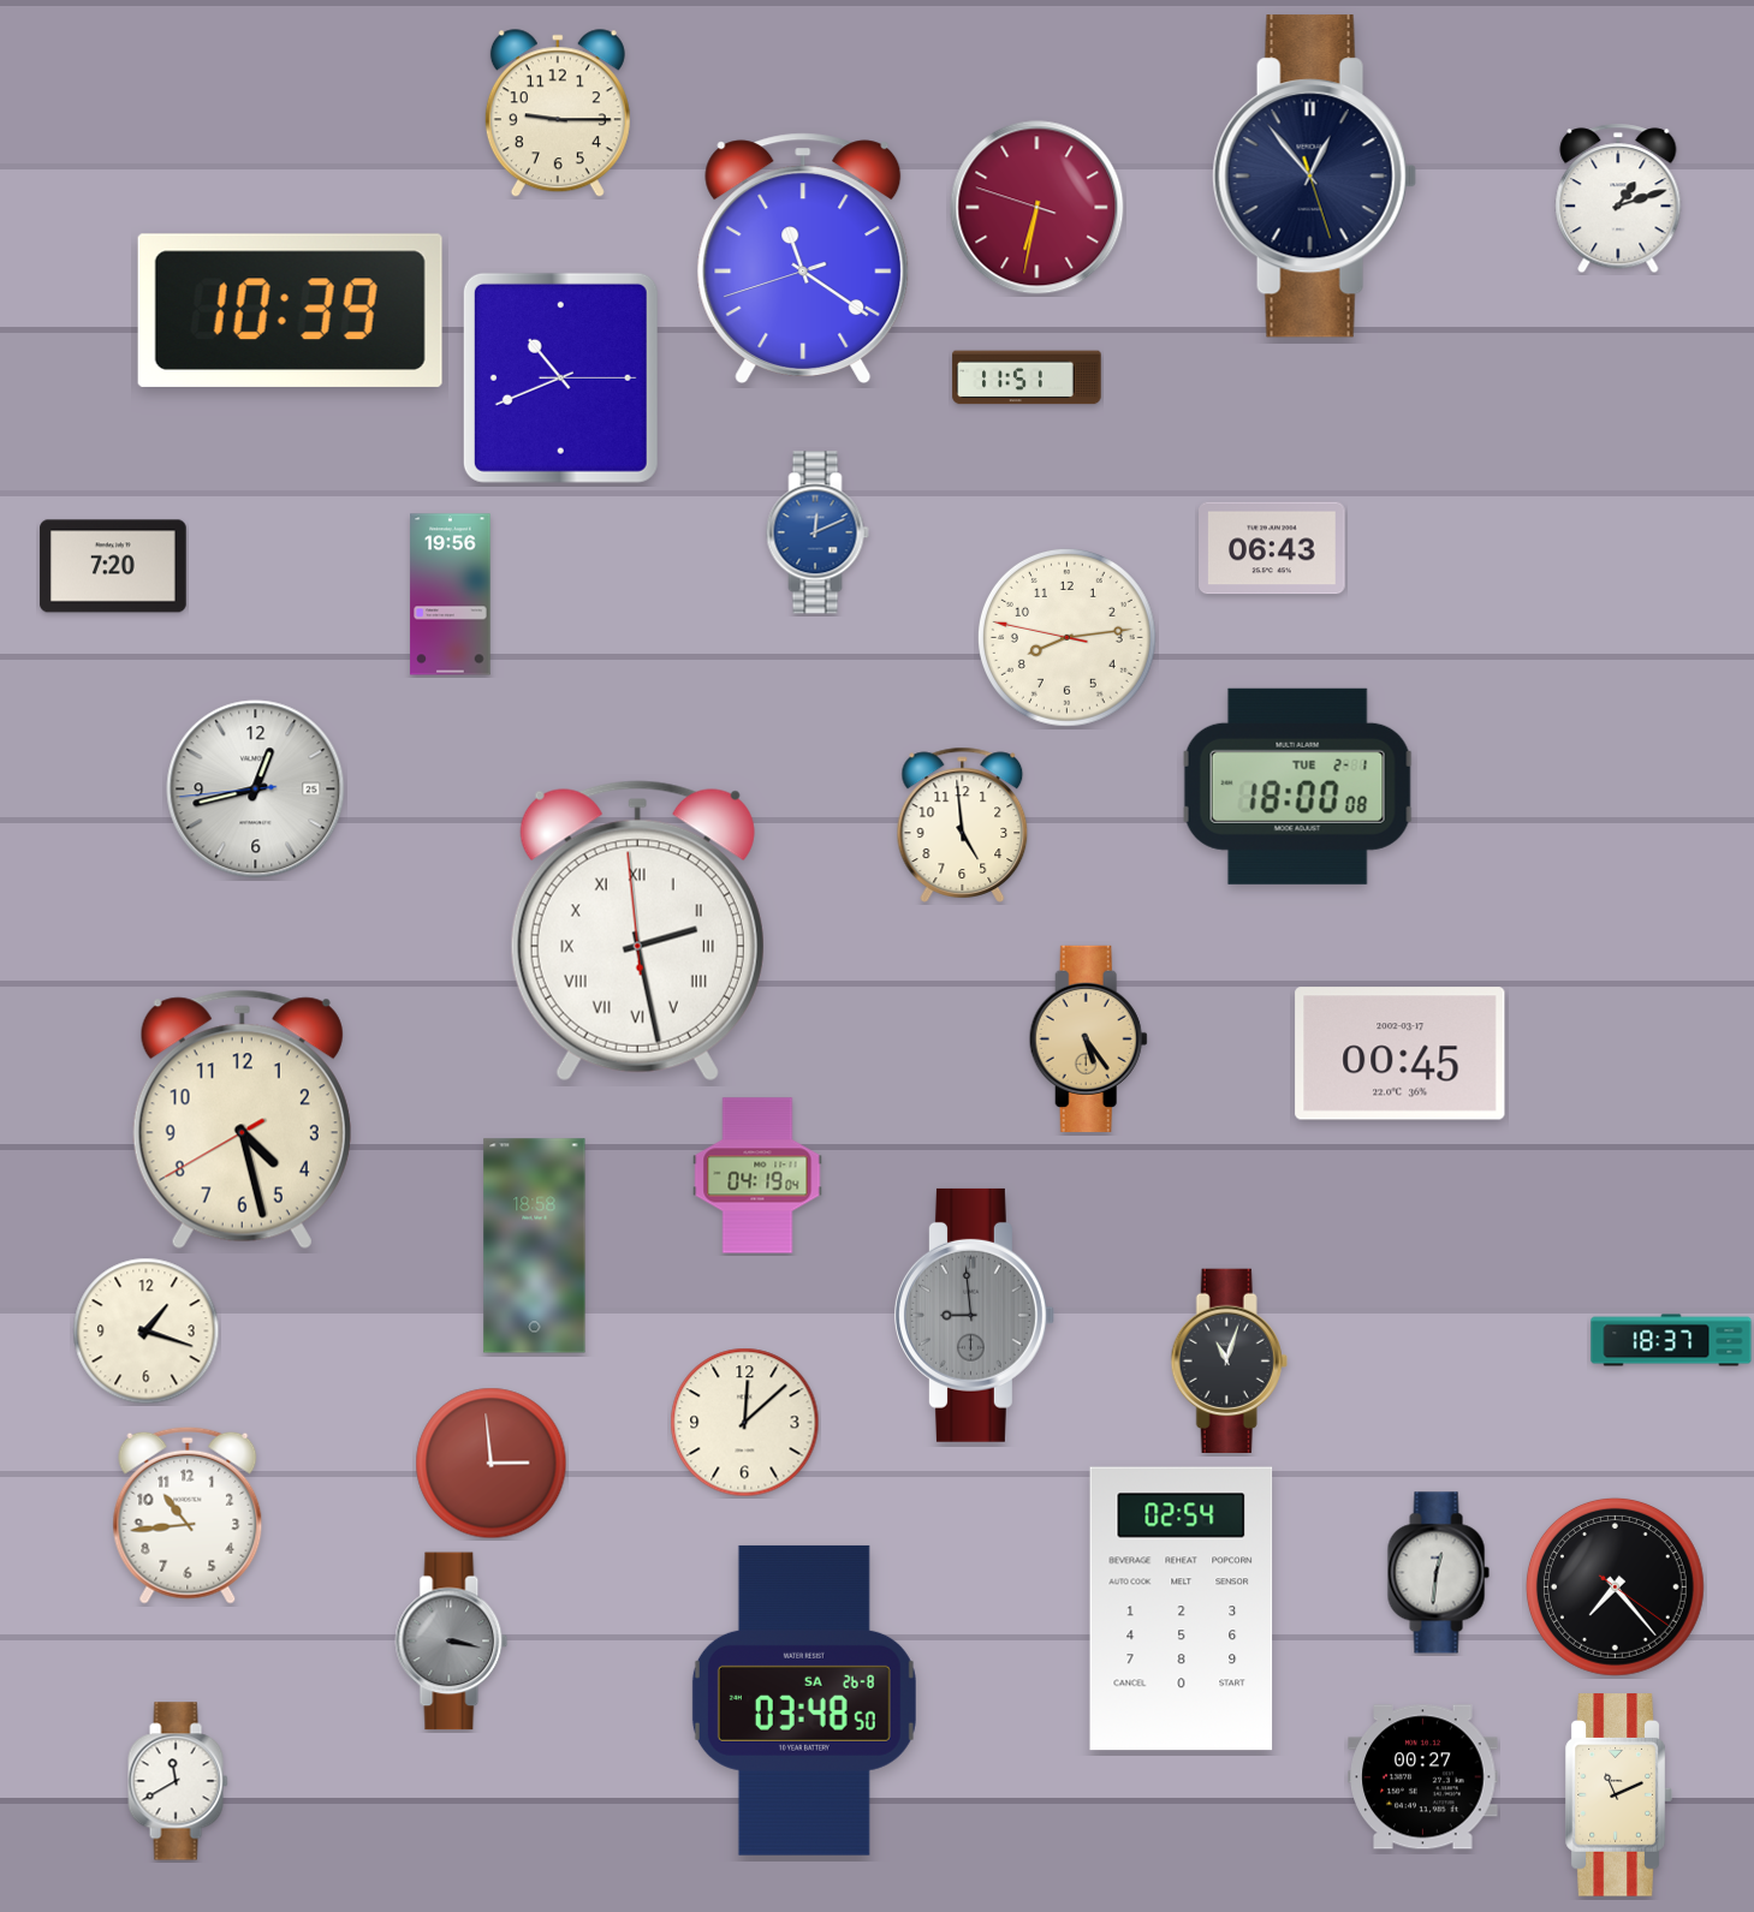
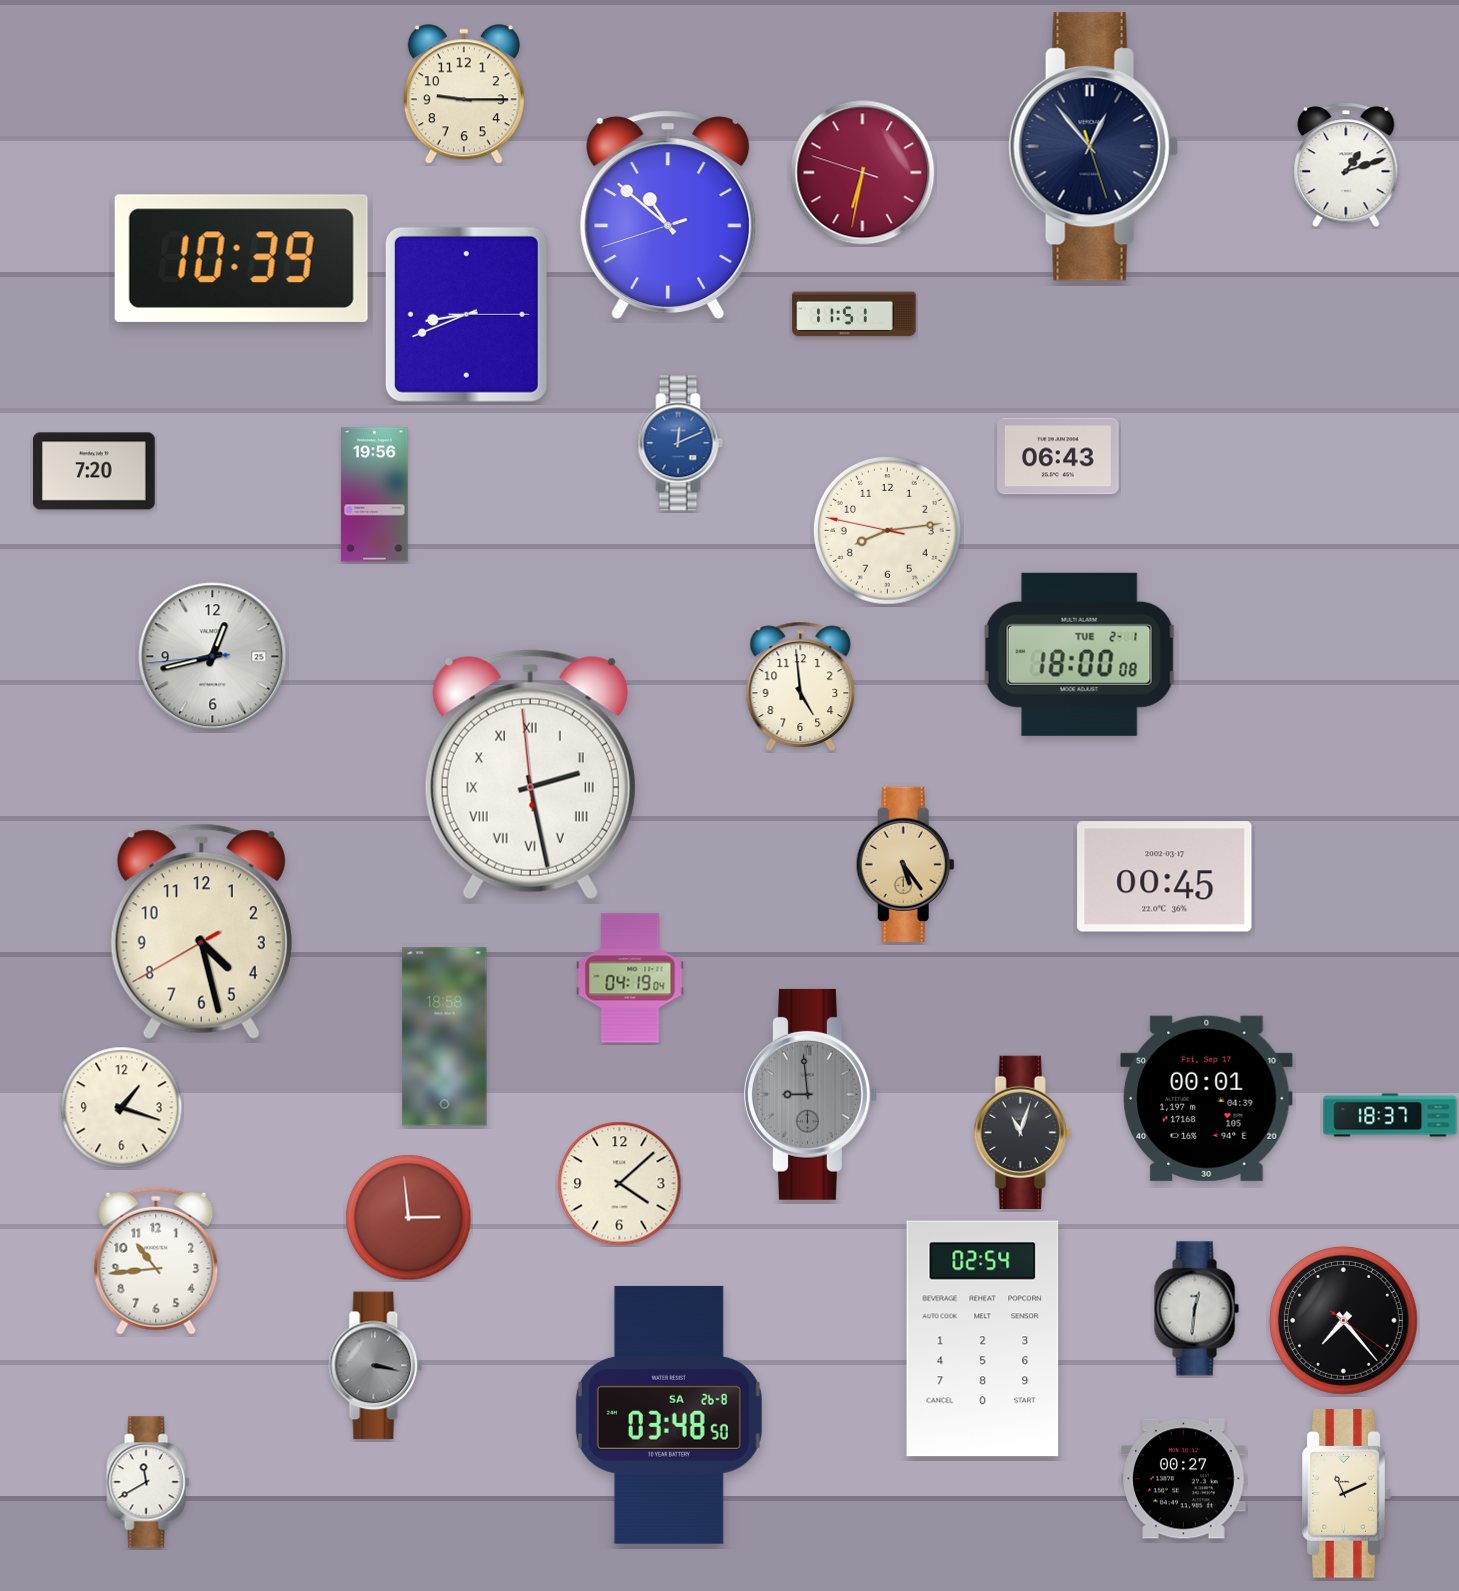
clock at (803, 257): 11:20 -> 10:51
clock at (560, 377): 10:41 -> 8:41
clock at (1207, 1098): none -> 00:01
clock at (745, 1423): 12:08 -> 4:08
